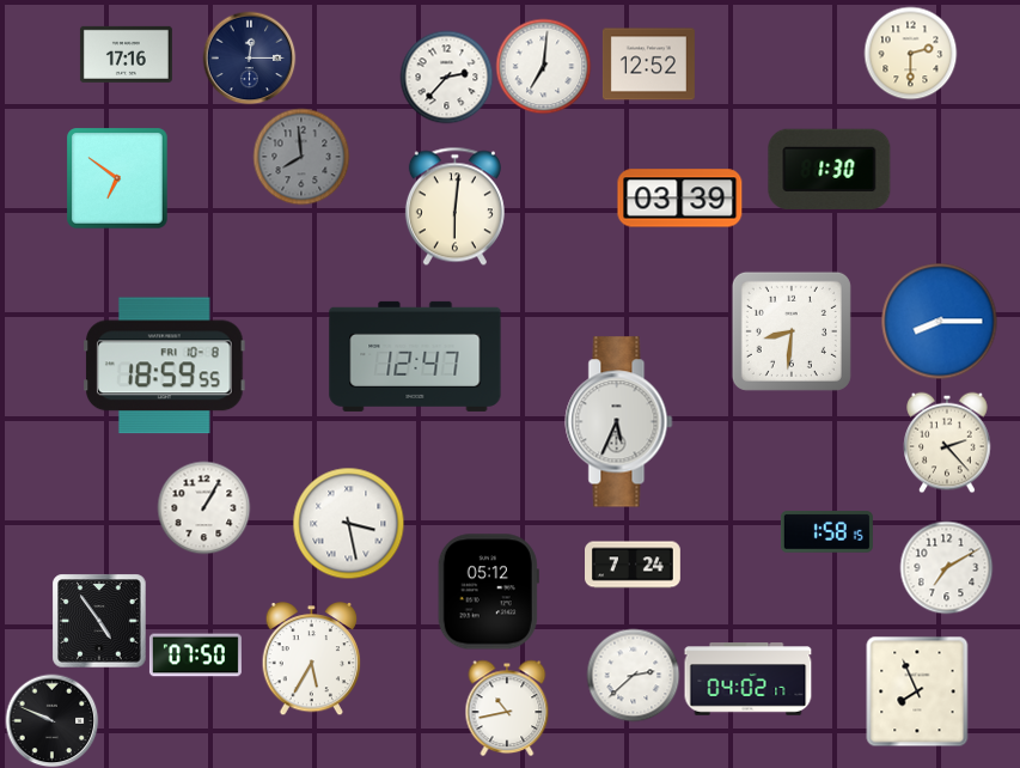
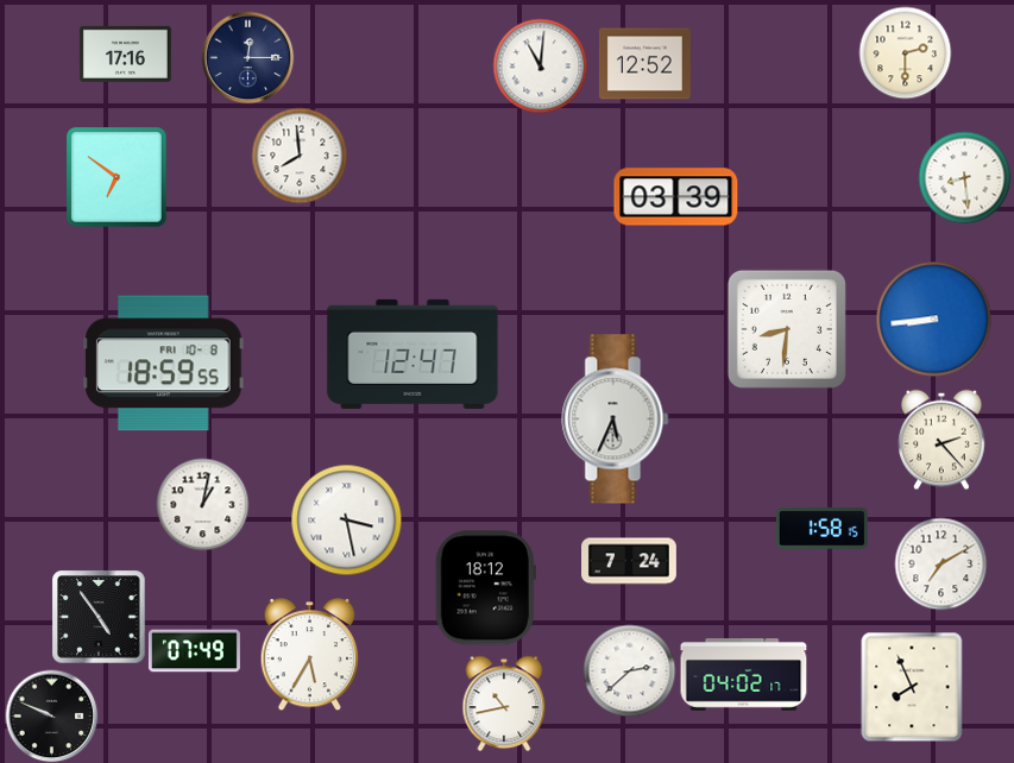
clock at (543, 66): 7:01 -> 11:01
clock at (446, 77): 2:37 -> none
clock at (301, 157) dial: grey -> white
clock at (830, 169): 1:30 -> none
clock at (964, 177): none -> 8:29
clock at (454, 206): 6:01 -> none
clock at (939, 321): 8:15 -> 8:44
clock at (203, 507): 1:05 -> 1:02
clock at (488, 592): 05:12 -> 18:12
clock at (195, 656): 07:50 -> 07:49
